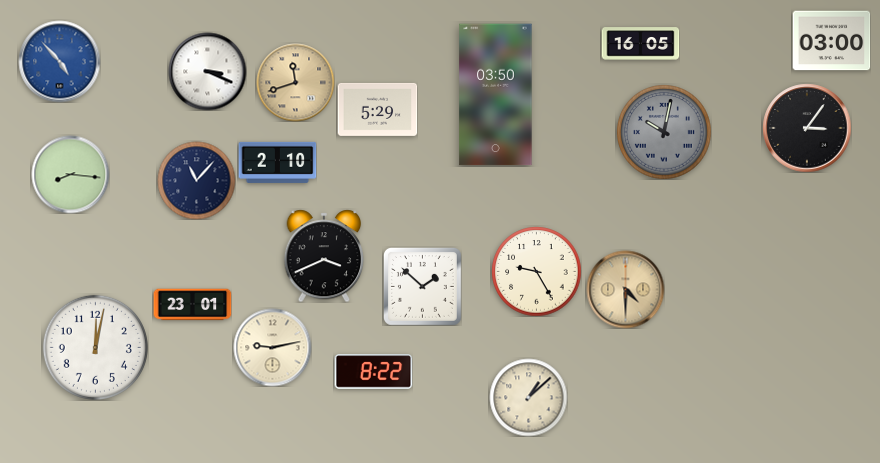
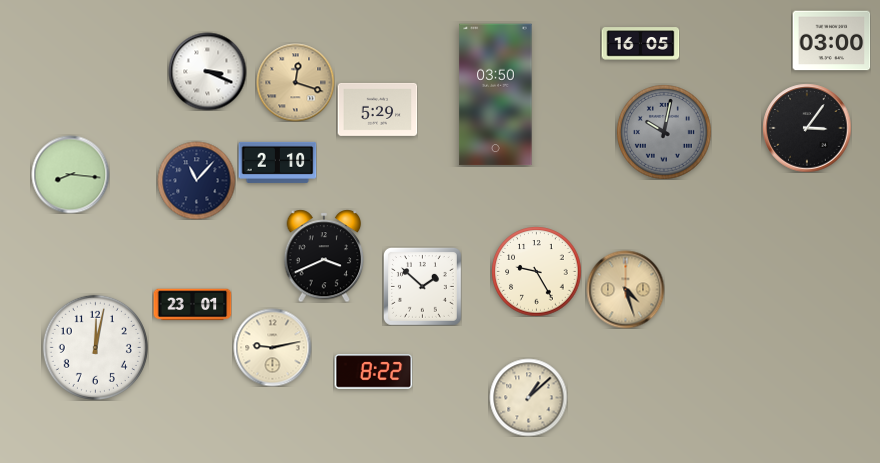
clock at (59, 61): 4:53 -> none
clock at (295, 82): 11:42 -> 12:18
clock at (625, 289): 4:30 -> 4:27
